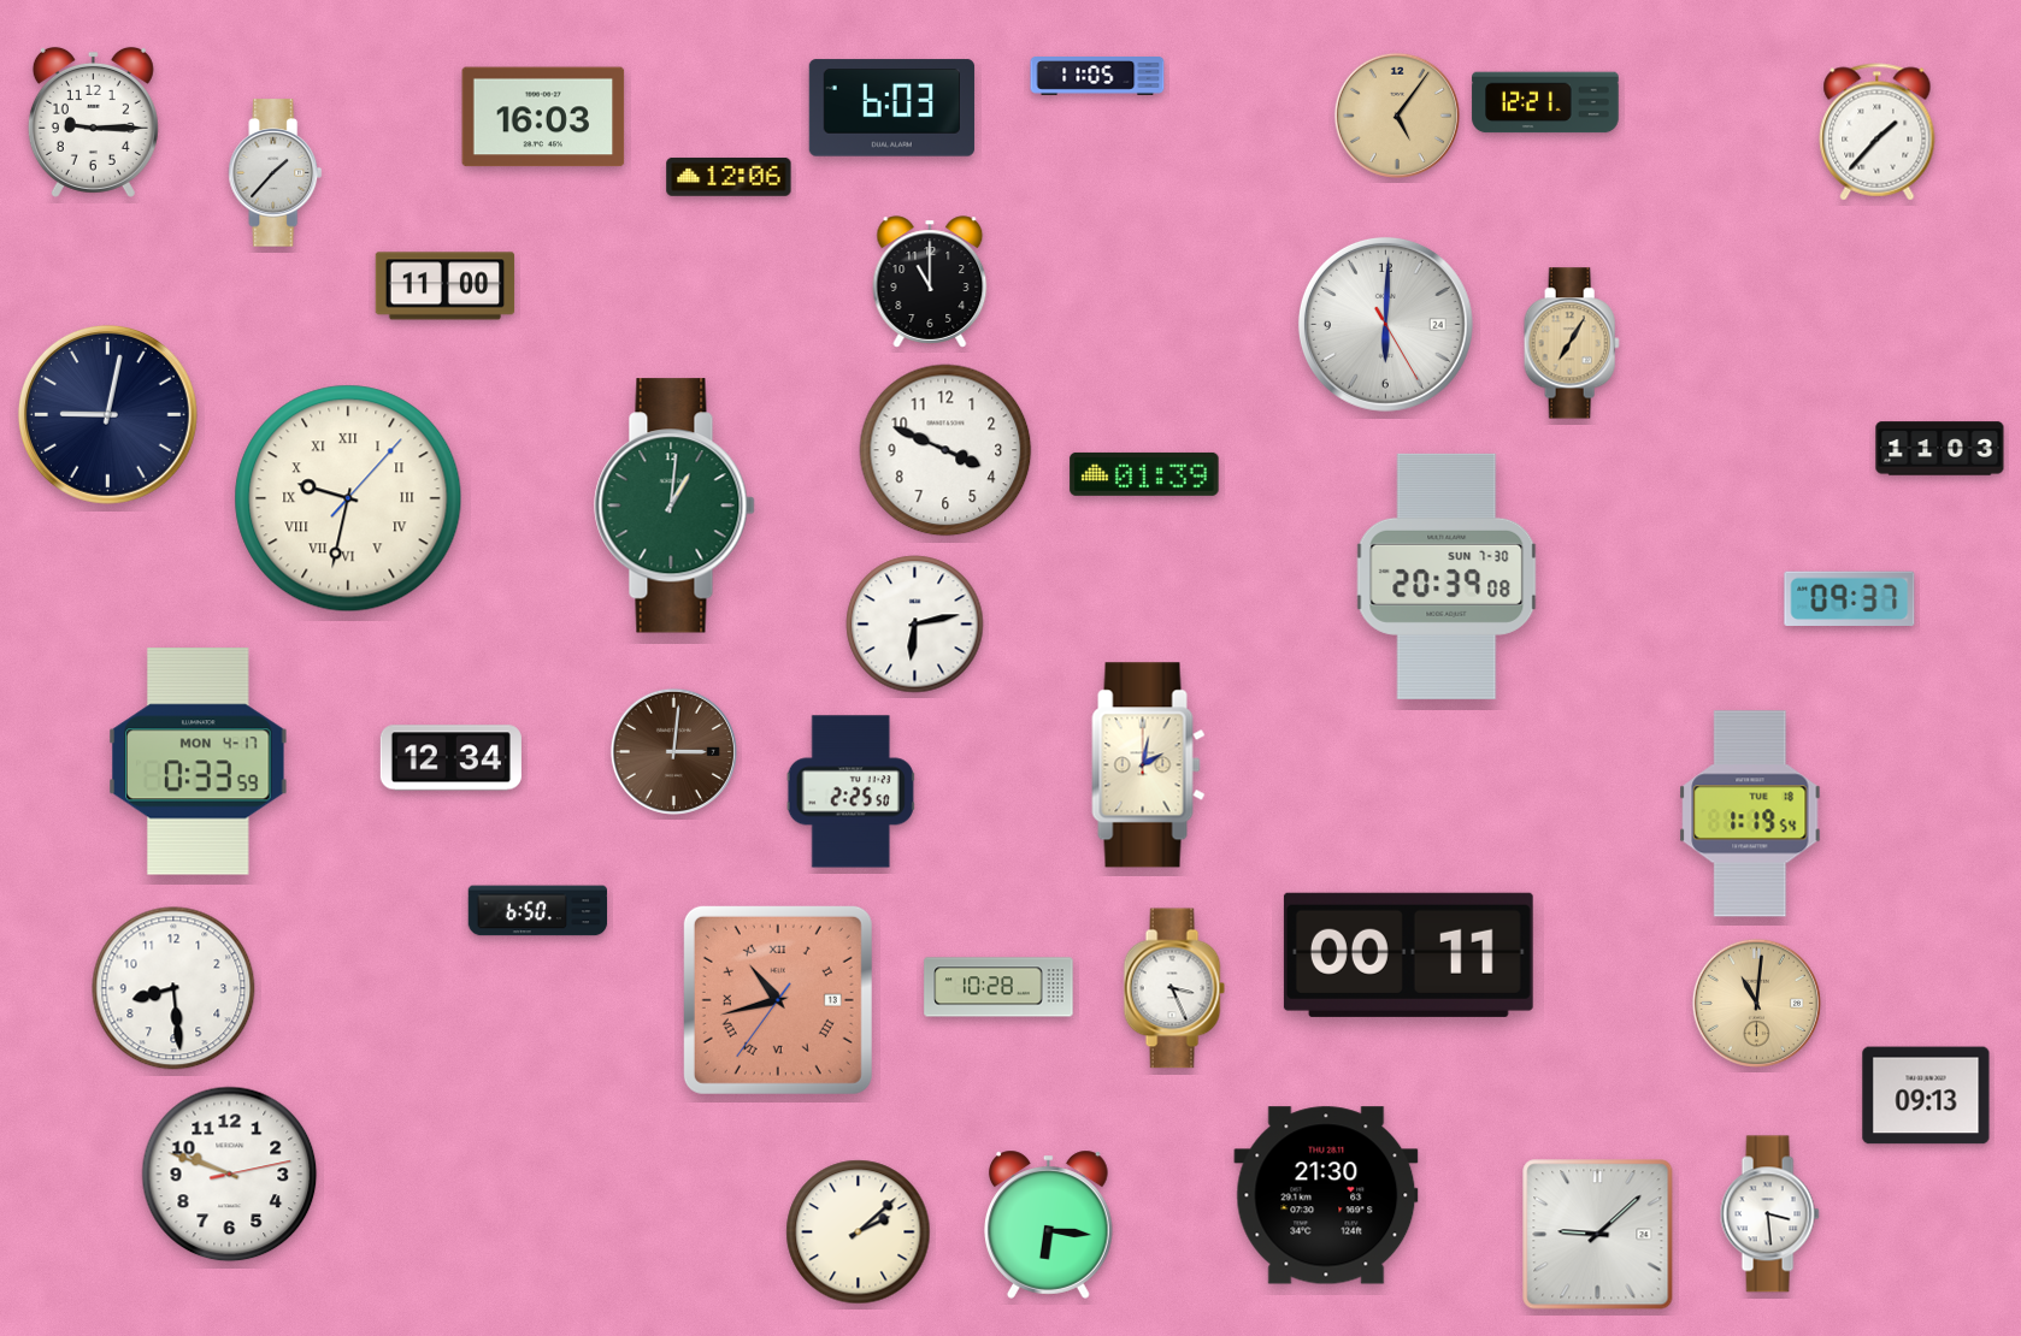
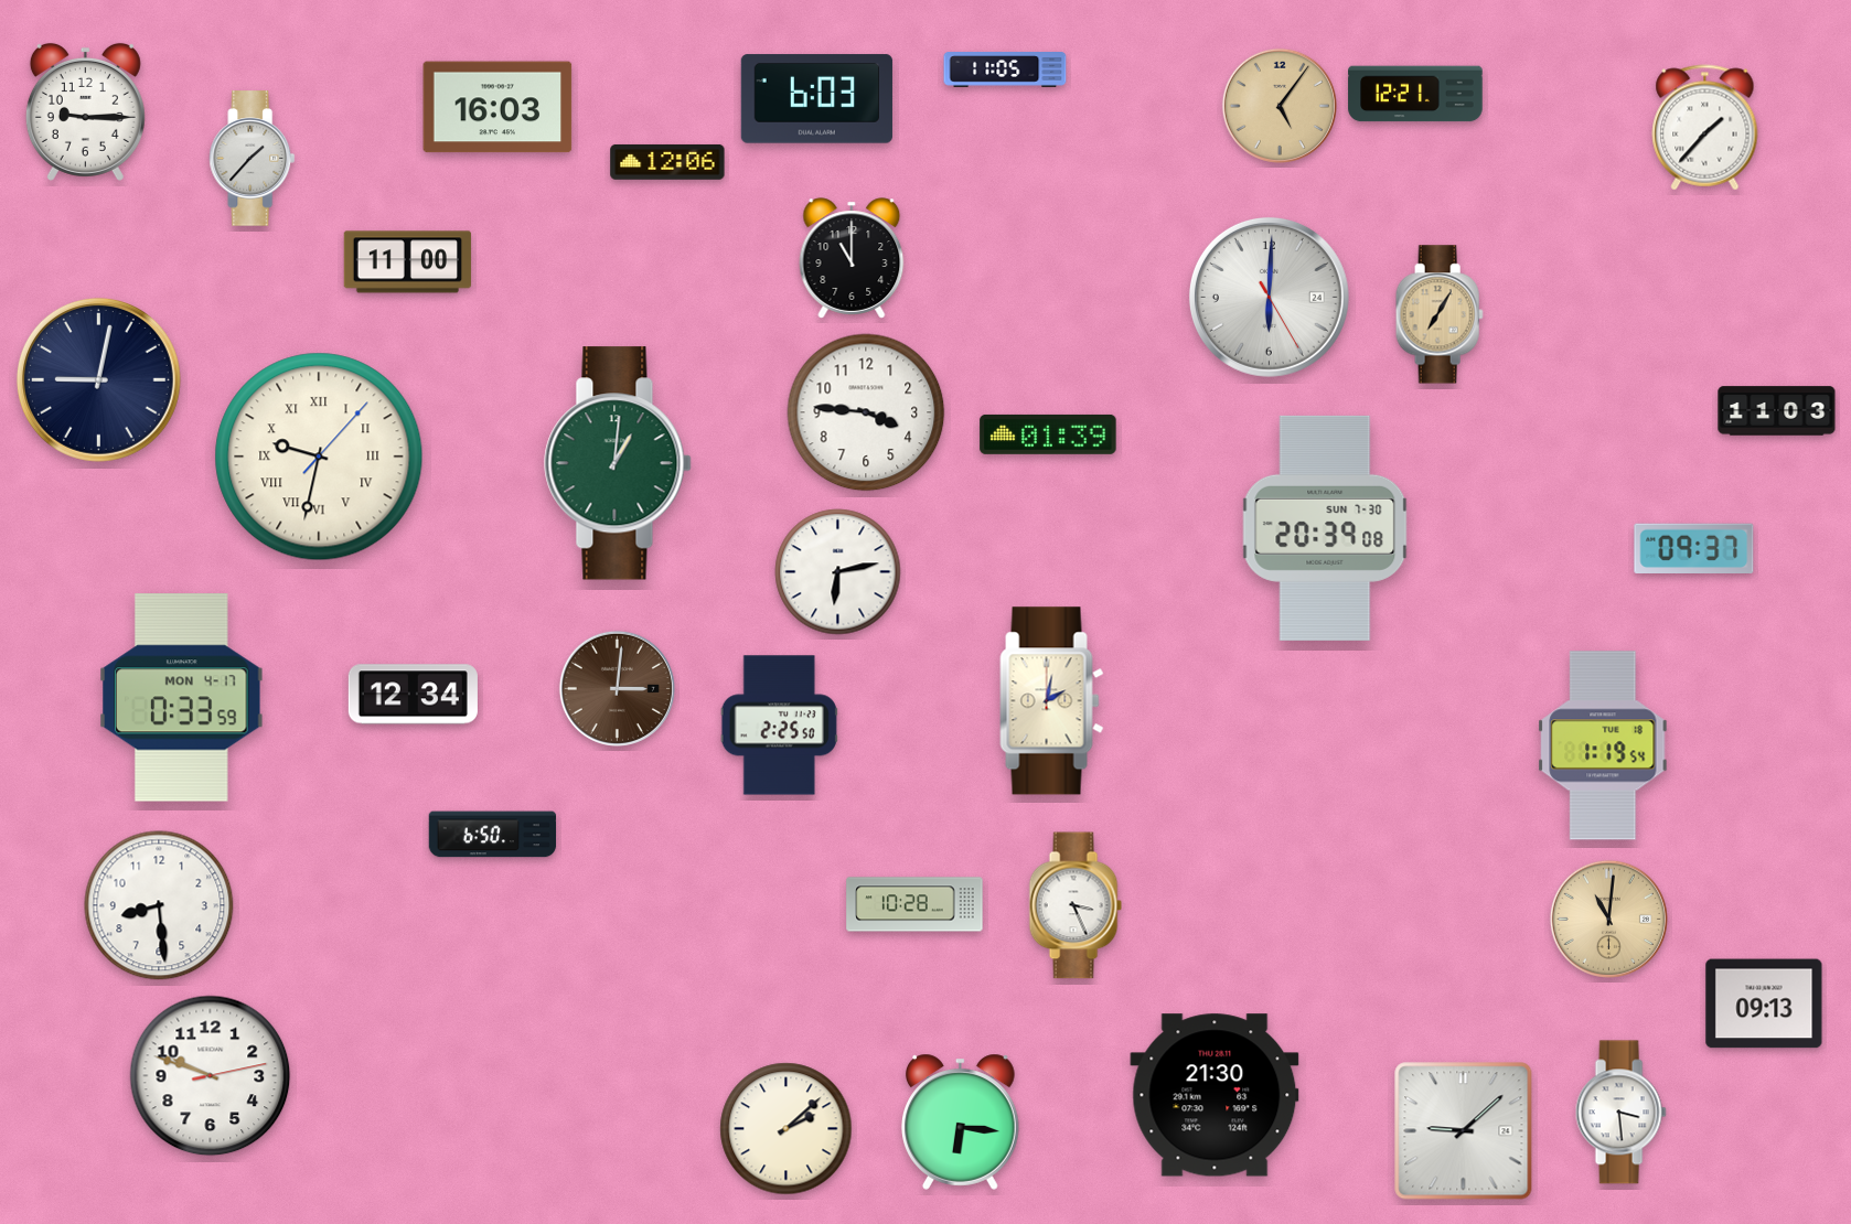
clock at (1878, 132) position: (1878, 132) -> (1705, 128)
clock at (945, 450): 3:49 -> 3:46
clock at (1408, 954): 00:11 -> none
clock at (778, 1000): 10:42 -> none
